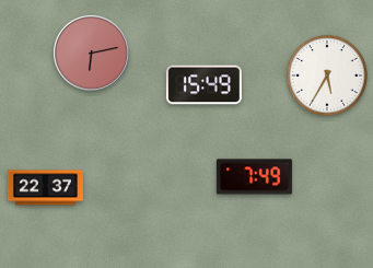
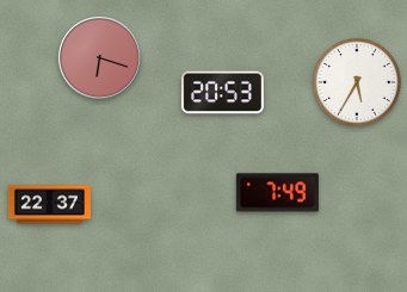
clock at (92, 54): 6:13 -> 6:18
clock at (203, 85): 15:49 -> 20:53
